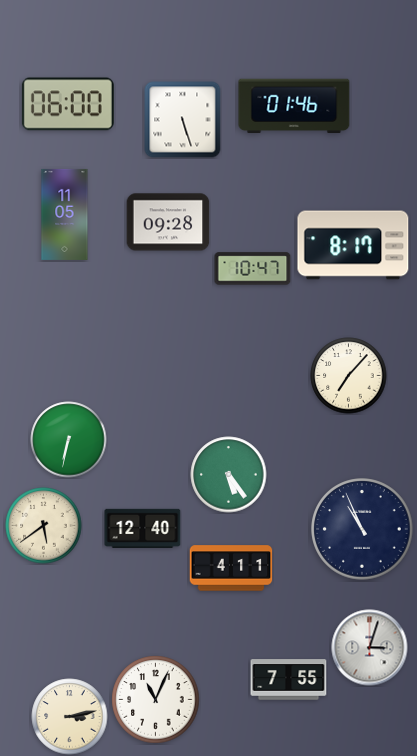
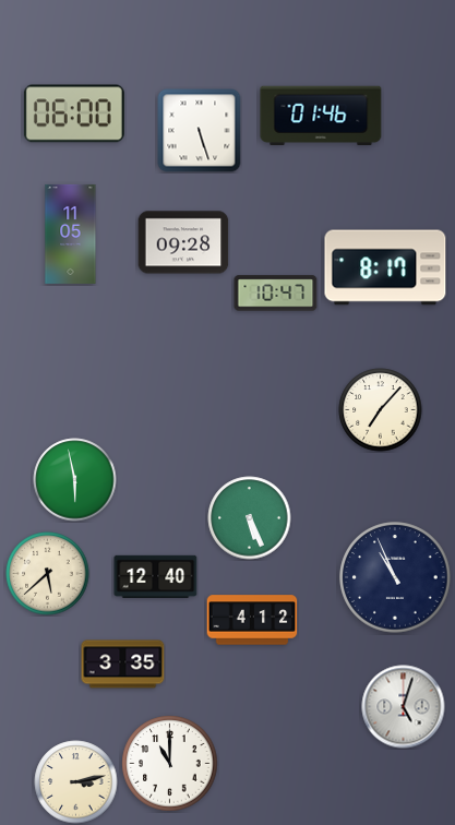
clock at (69, 440): 6:32 -> 5:58
clock at (229, 475): 5:24 -> 5:26
clock at (44, 526): 5:39 -> 5:38
clock at (231, 568): 4:11 -> 4:12
clock at (123, 665): none -> 3:35
clock at (370, 648): 3:03 -> 5:03
clock at (289, 680): 7:55 -> none
clock at (156, 700): 11:04 -> 11:00
